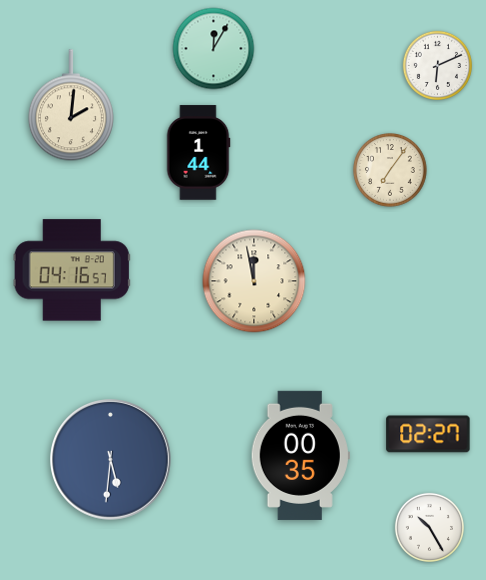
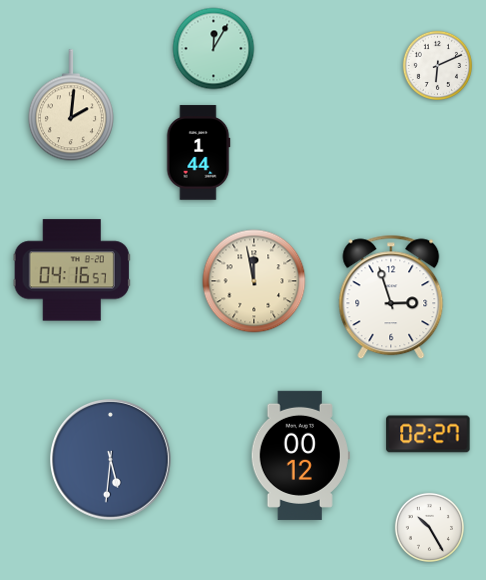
clock at (390, 170): 7:06 -> none
clock at (391, 297): none -> 2:57
clock at (300, 455): 00:35 -> 00:12
